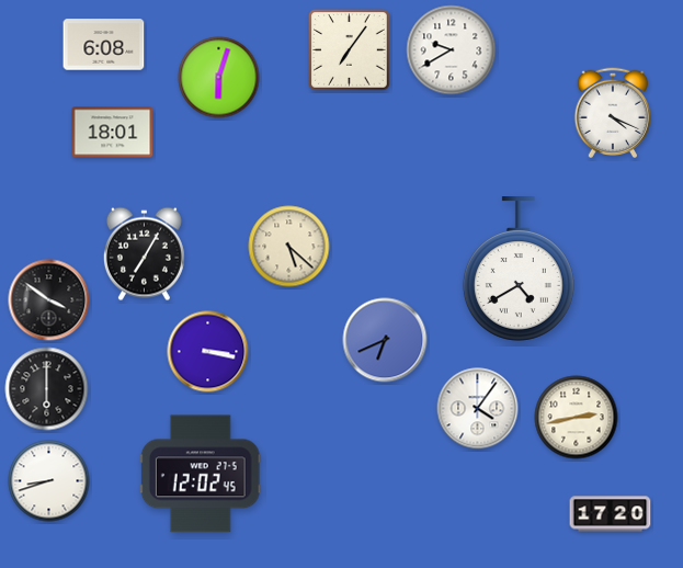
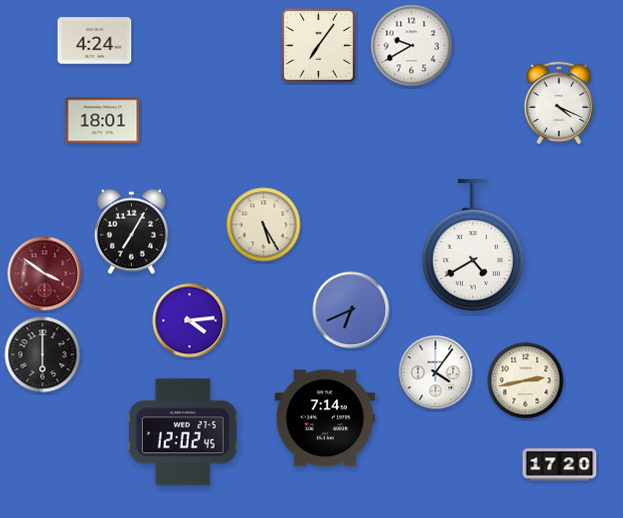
clock at (104, 45): 6:08 -> 4:24
clock at (219, 78): 6:03 -> none
clock at (289, 247): 5:22 -> 5:25
clock at (49, 300) dial: black -> burgundy
clock at (208, 352): 3:17 -> 4:14
clock at (325, 418): none -> 7:14
clock at (49, 481): 8:42 -> none
clock at (611, 514) position: (611, 514) -> (560, 465)
